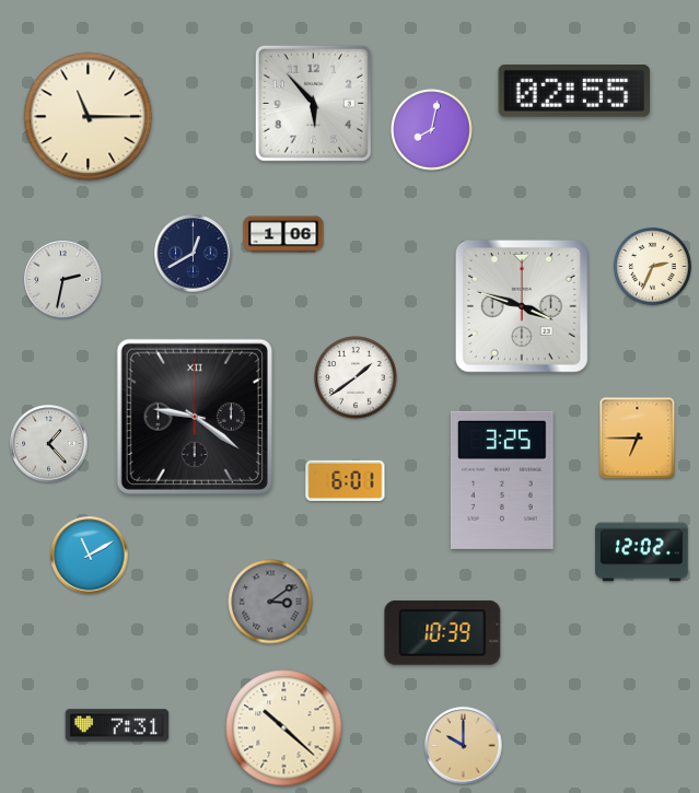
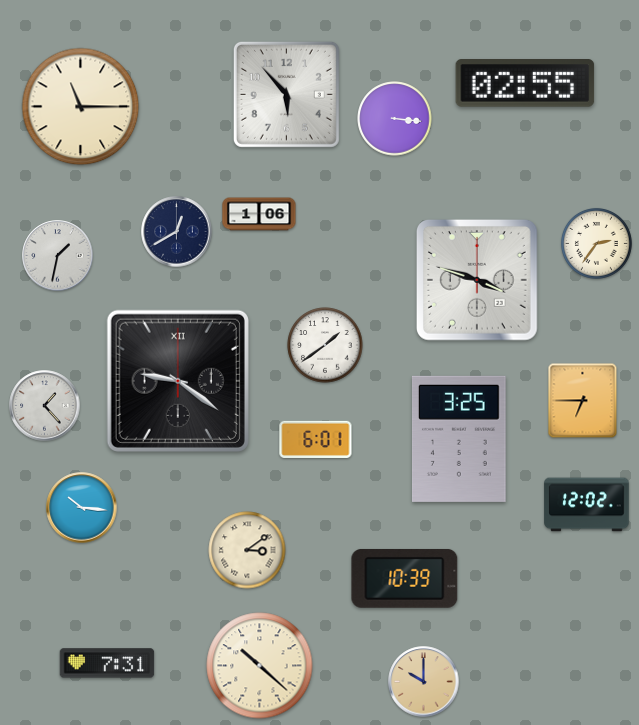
clock at (432, 130): 8:02 -> 3:16
clock at (652, 266): 2:34 -> 2:36
clock at (63, 280): 2:32 -> 1:32
clock at (90, 556): 11:10 -> 10:16
clock at (270, 602) dial: grey -> cream
